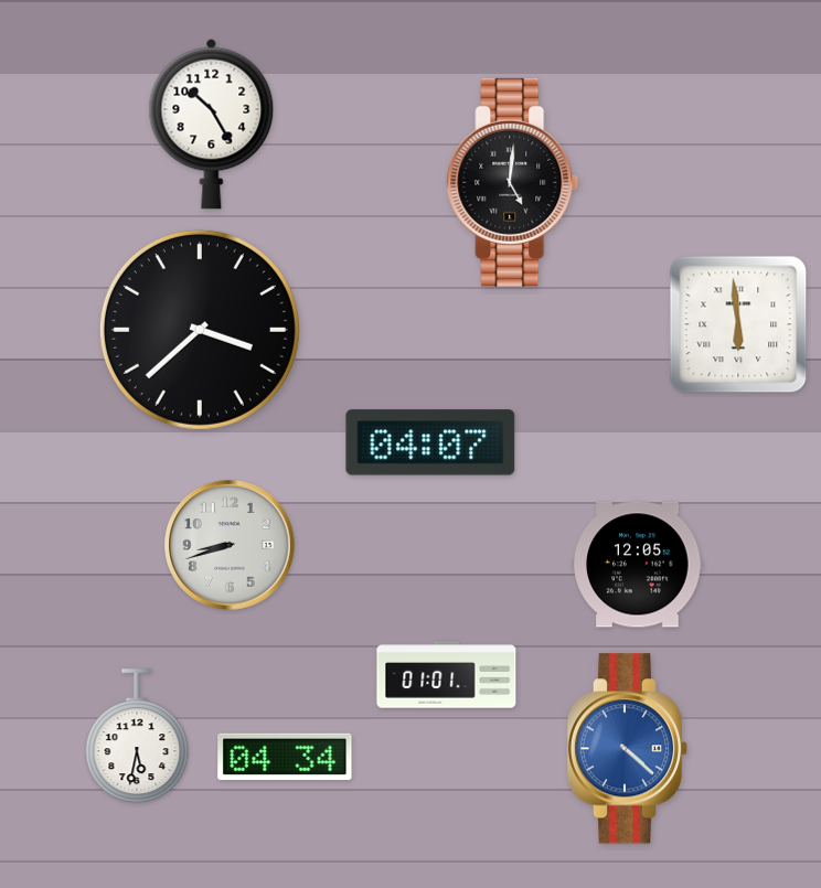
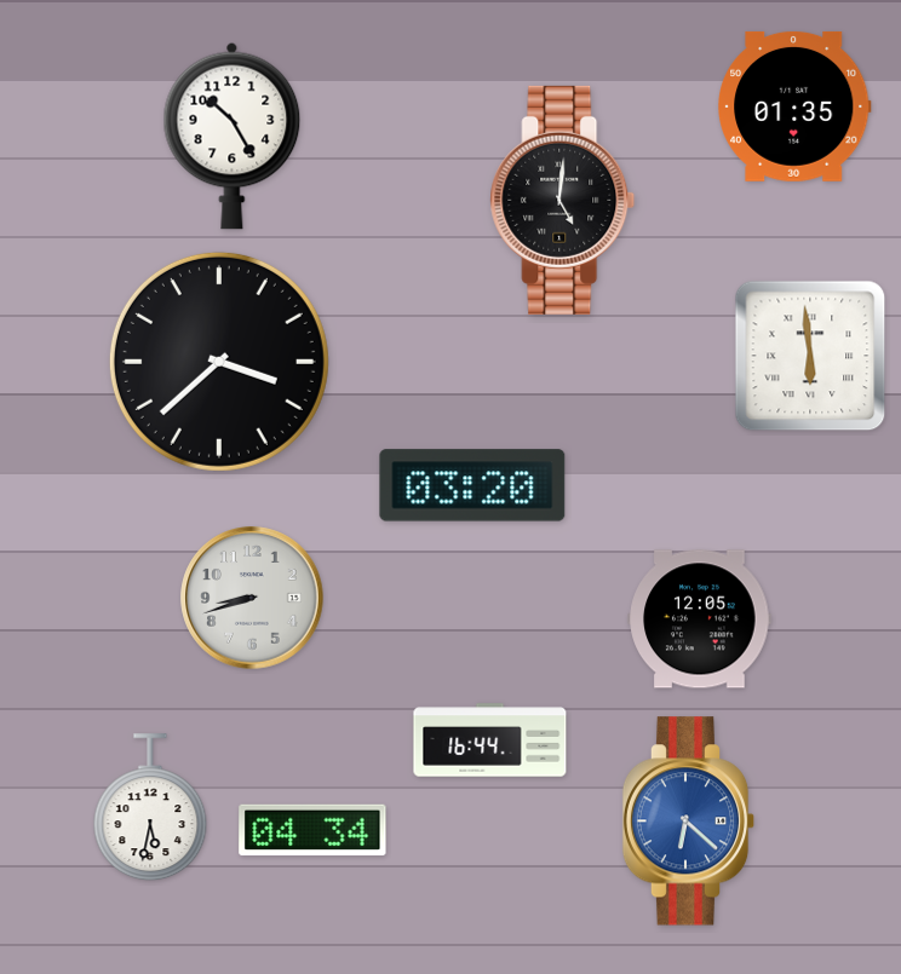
clock at (796, 106): none -> 01:35
clock at (430, 442): 04:07 -> 03:20
clock at (447, 675): 01:01 -> 16:44
clock at (628, 749): 4:22 -> 6:22
